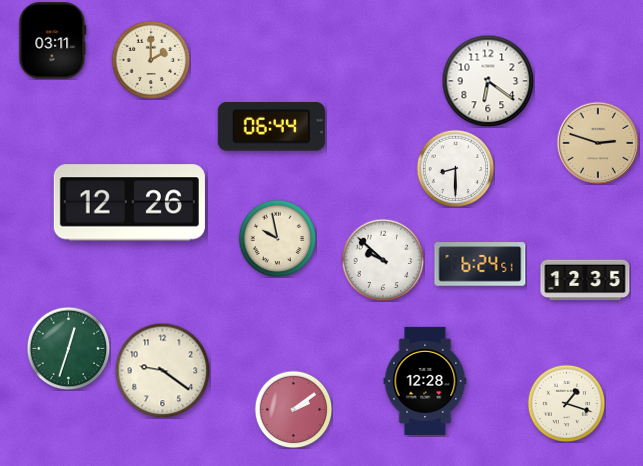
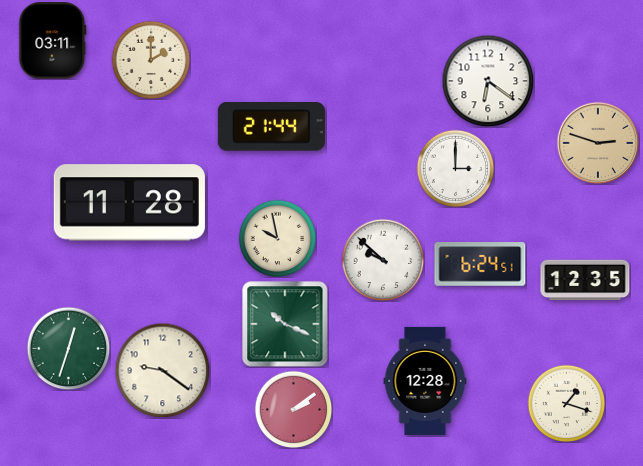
clock at (271, 127): 06:44 -> 21:44
clock at (455, 168): 8:30 -> 3:00
clock at (129, 203): 12:26 -> 11:28
clock at (285, 324): none -> 10:19
